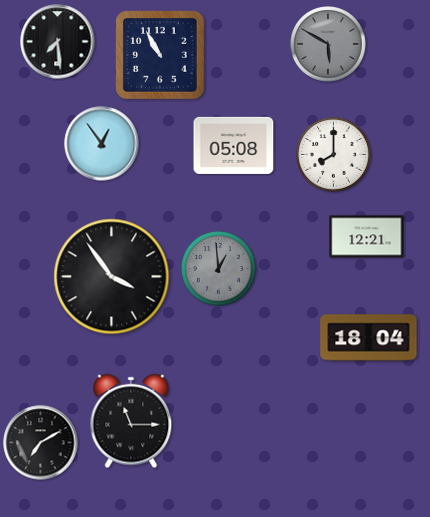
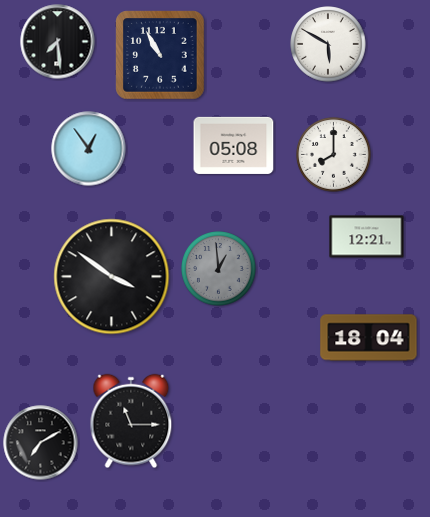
clock at (328, 44) dial: grey -> white
clock at (102, 144) position: (102, 144) -> (89, 149)
clock at (112, 277): 3:54 -> 3:51
